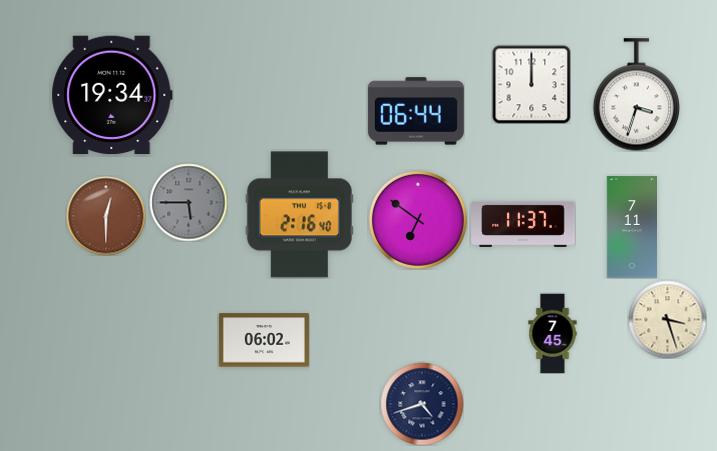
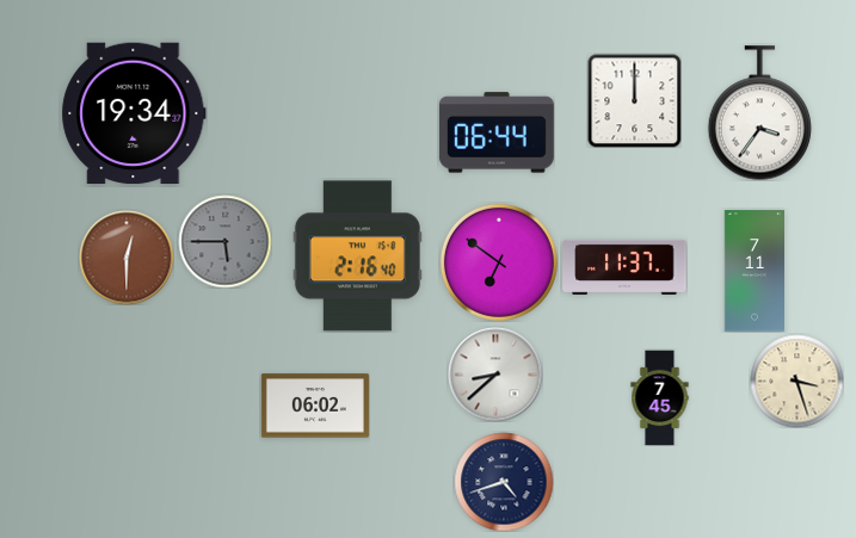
clock at (636, 95): 3:33 -> 3:36
clock at (495, 375): none -> 8:38
